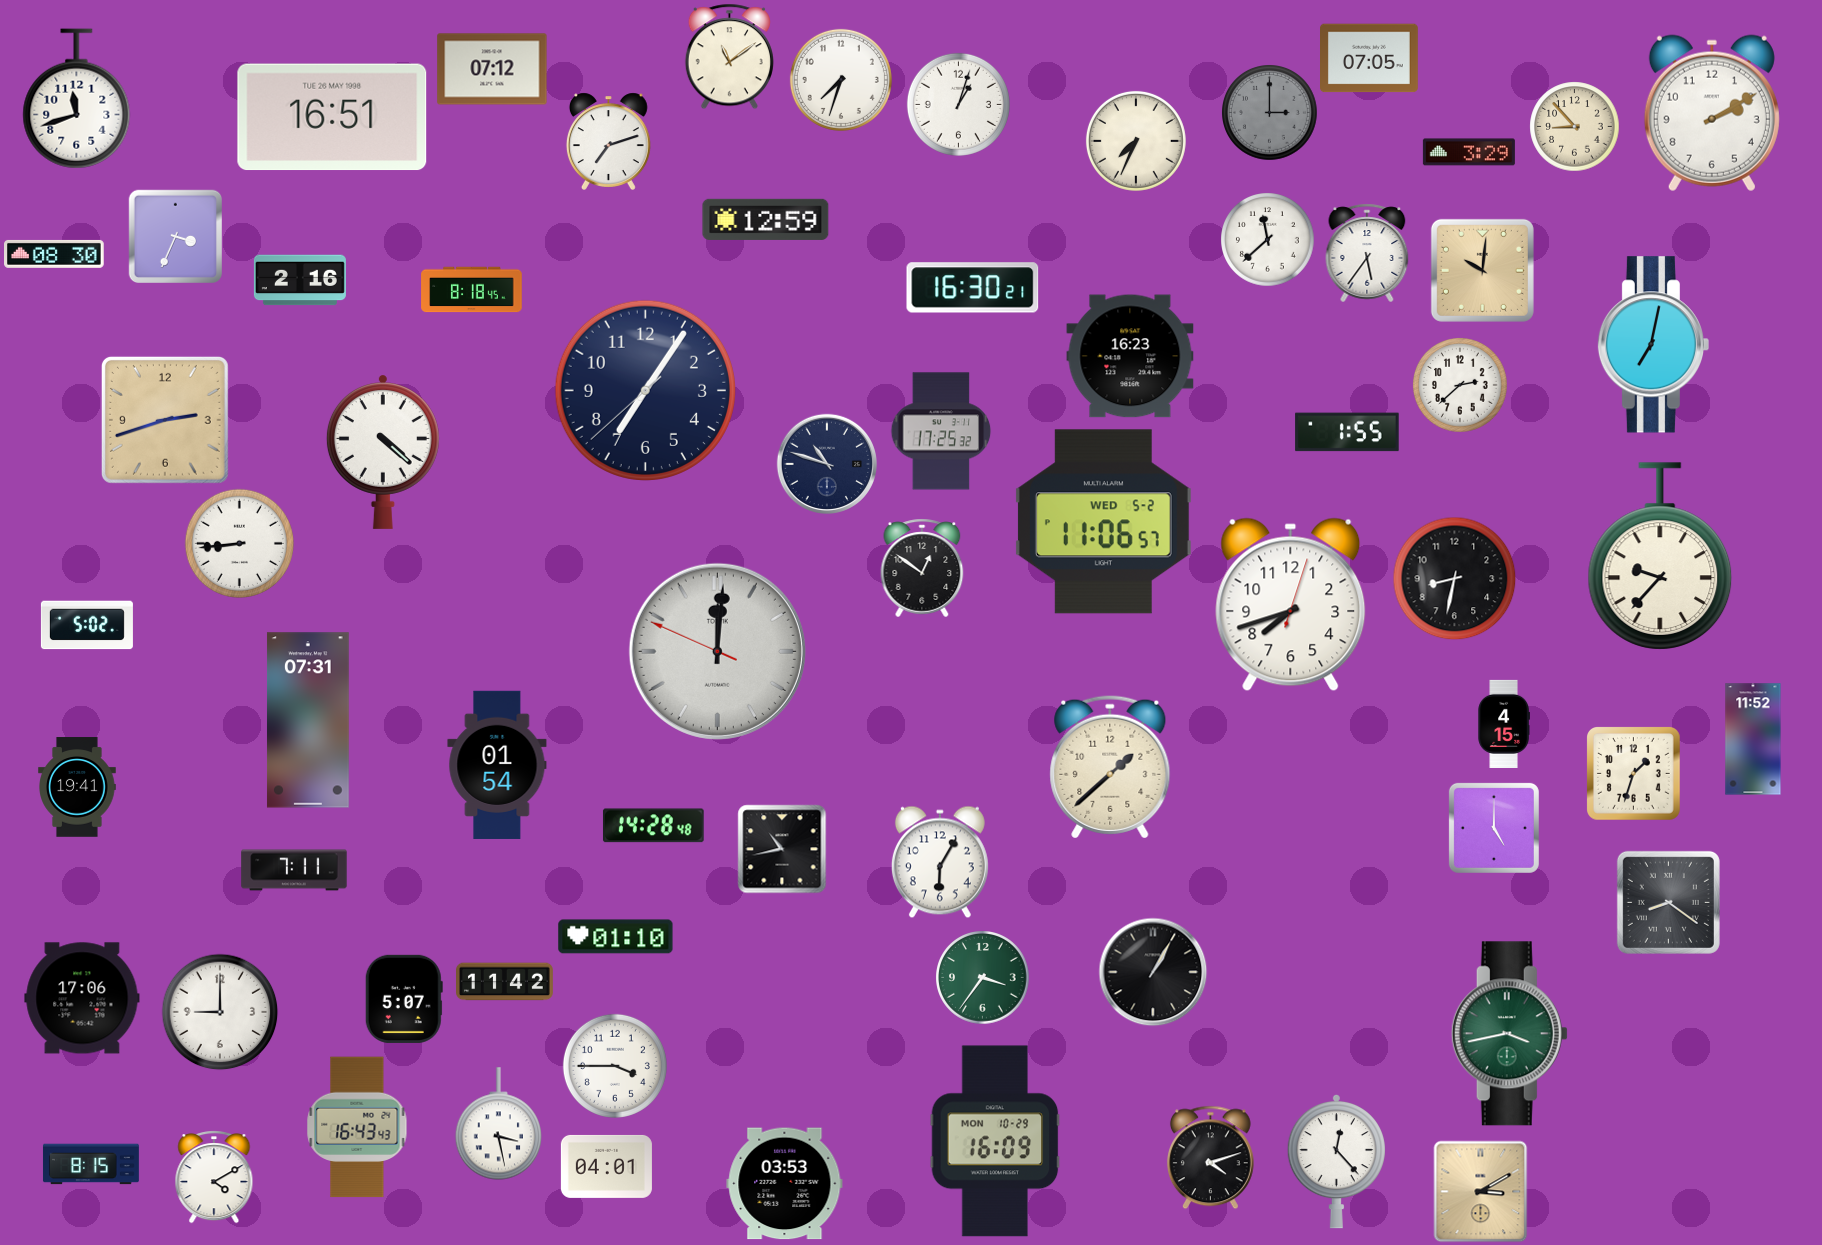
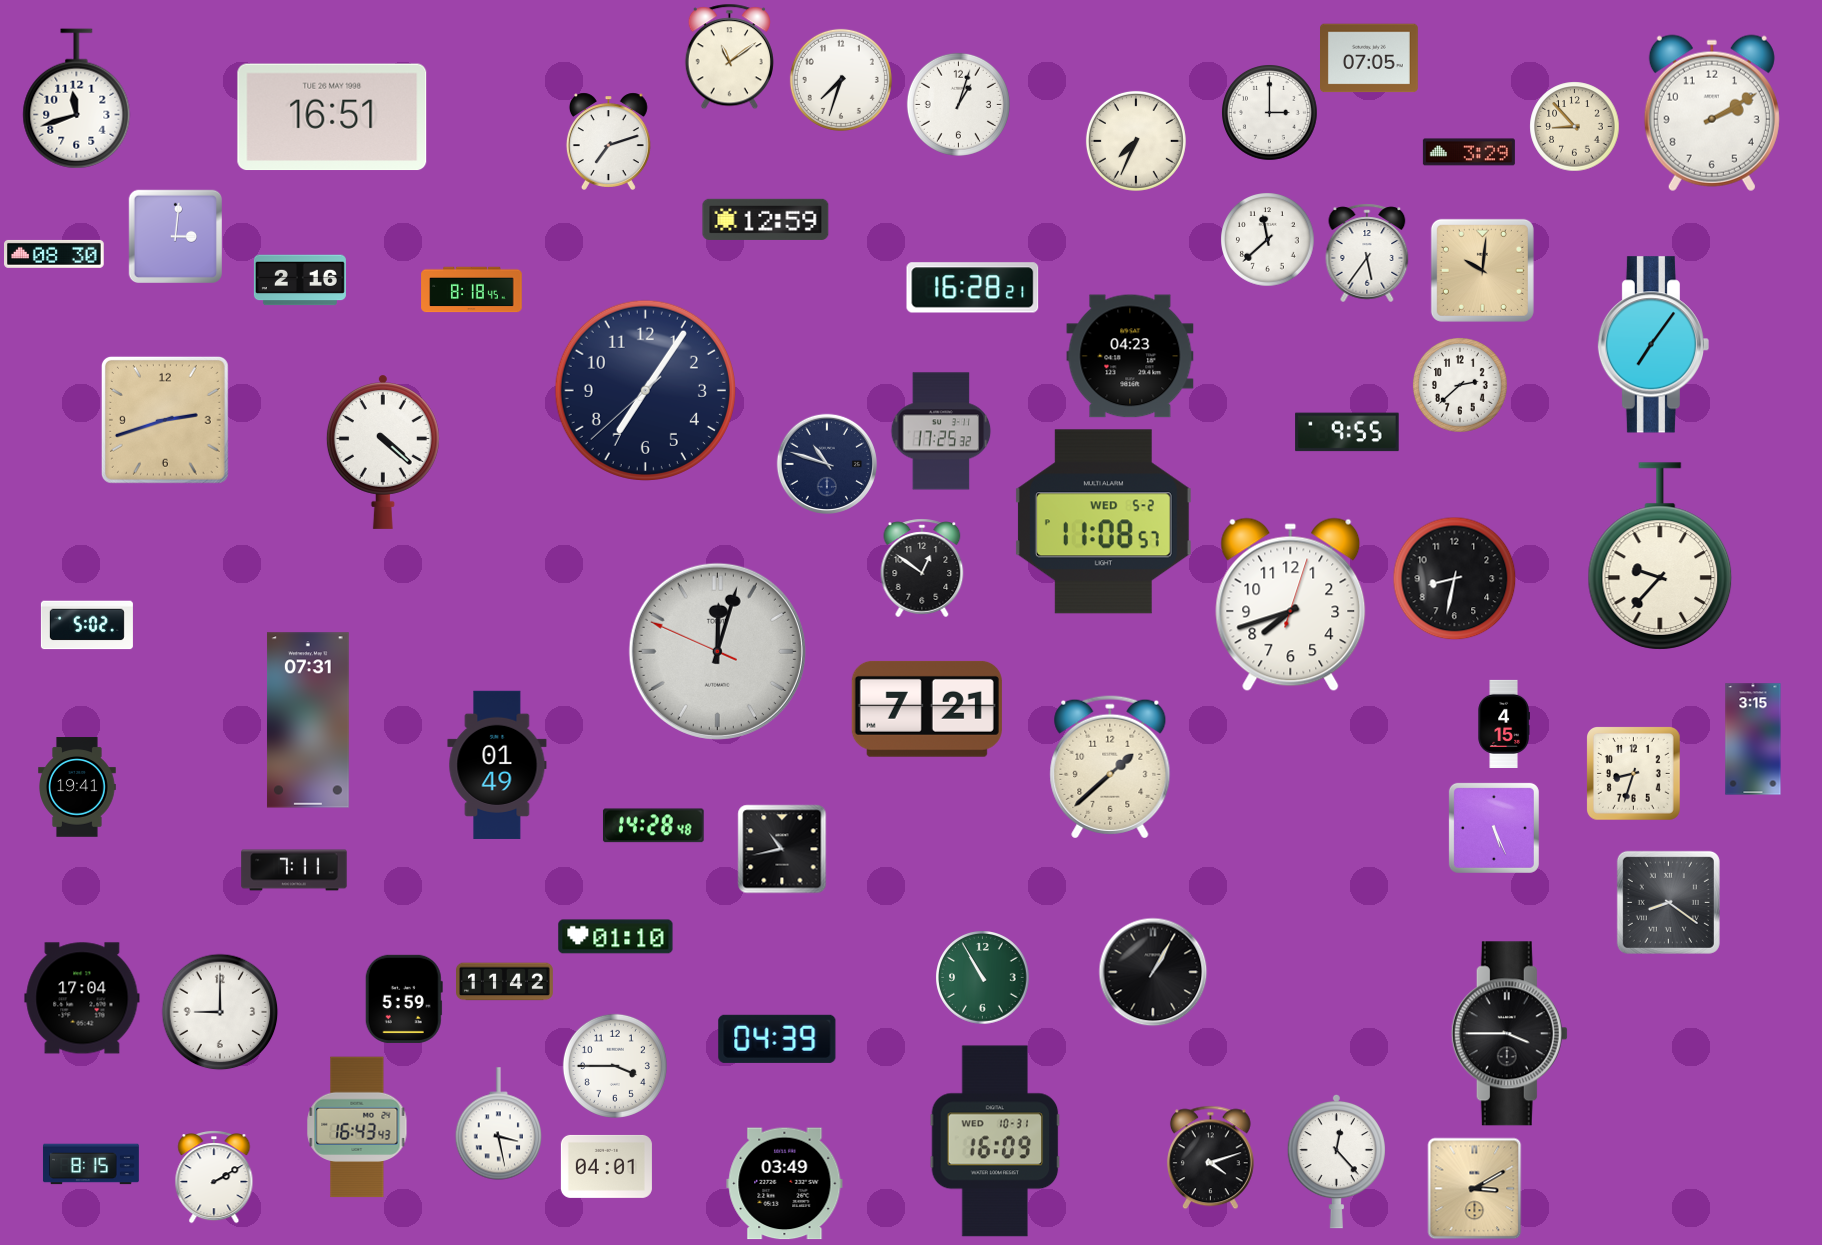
clock at (492, 69): 07:12 -> none
clock at (1270, 113) dial: grey -> white
clock at (175, 236): 3:34 -> 3:01
clock at (973, 288): 16:30 -> 16:28
clock at (1653, 345): 7:02 -> 7:06
clock at (1130, 356): 16:23 -> 04:23
clock at (1347, 432): 1:55 -> 9:55
clock at (1103, 522): 11:06 -> 11:08
clock at (239, 543): 8:44 -> none
clock at (717, 651): 12:00 -> 12:02
clock at (927, 709): none -> 7:21
clock at (1753, 739): 11:52 -> 3:15
clock at (497, 765): 01:54 -> 01:49
clock at (1634, 774): 1:33 -> 8:33
clock at (1494, 828): 5:00 -> 5:26
clock at (940, 862): 6:05 -> none
clock at (982, 977): 3:36 -> 10:55
clock at (82, 998): 17:06 -> 17:04
clock at (404, 999): 5:07 -> 5:59
clock at (1509, 1034): 3:43 -> 3:45
clock at (1509, 1034) dial: green -> black
clock at (777, 1039): none -> 04:39
clock at (995, 1141) date: MON 10-29 -> WED 10-31
clock at (214, 1177): 4:10 -> 2:10
clock at (785, 1184): 03:53 -> 03:49
clock at (1481, 1191) position: (1481, 1191) -> (1475, 1188)
